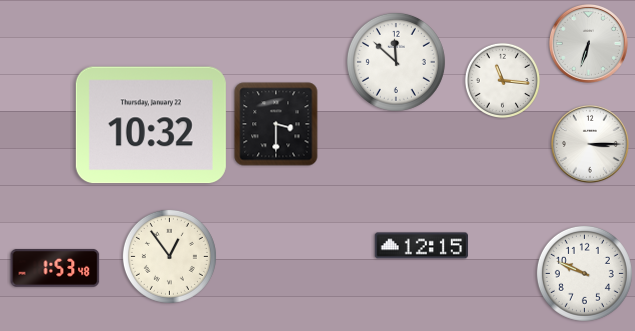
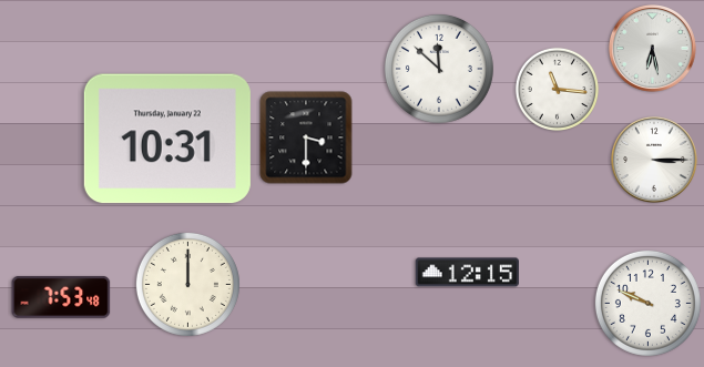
clock at (588, 43): 6:33 -> 6:28
clock at (151, 125): 10:32 -> 10:31
clock at (169, 256): 12:54 -> 12:00
clock at (55, 268): 1:53 -> 7:53
